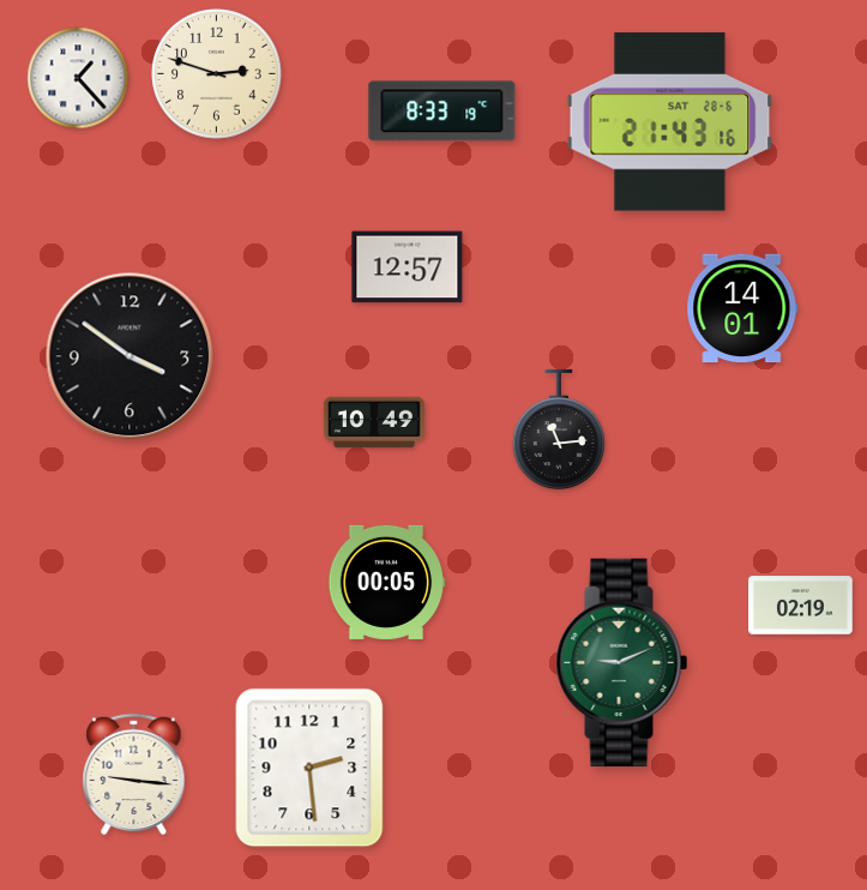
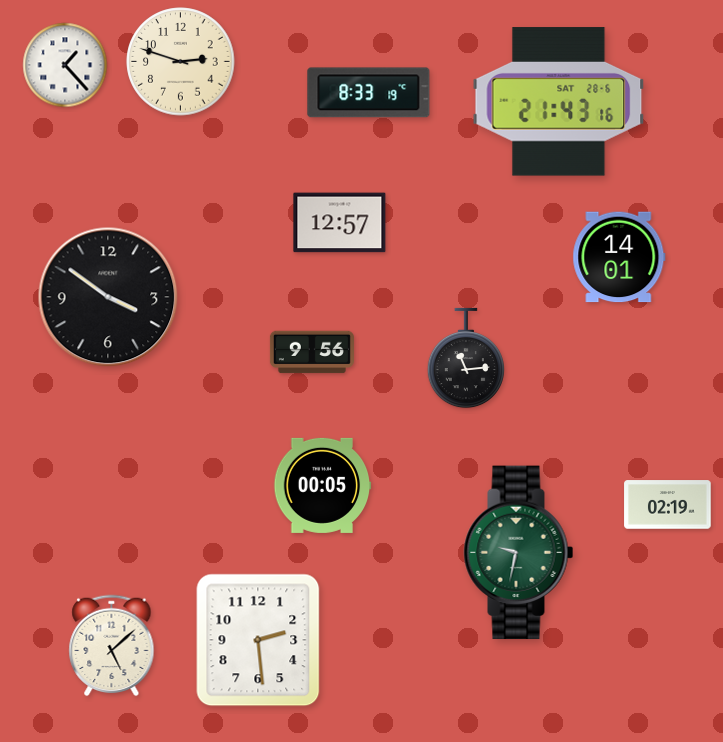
clock at (374, 422): 10:49 -> 9:56
clock at (622, 663): 9:11 -> 9:32
clock at (134, 775): 9:16 -> 5:08
